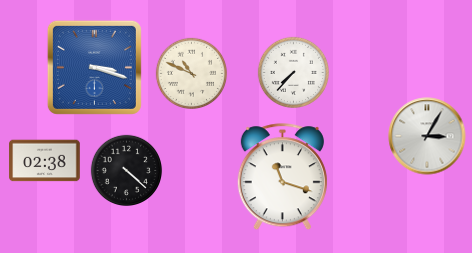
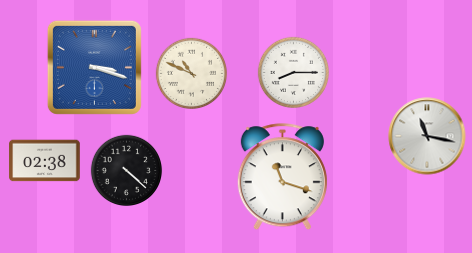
clock at (294, 73): 7:37 -> 8:15
clock at (427, 136): 3:05 -> 11:17
